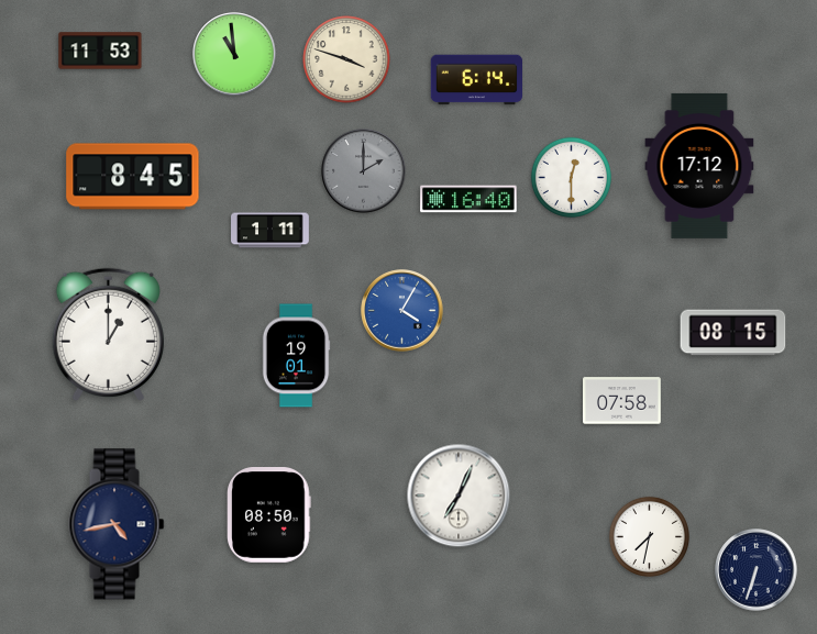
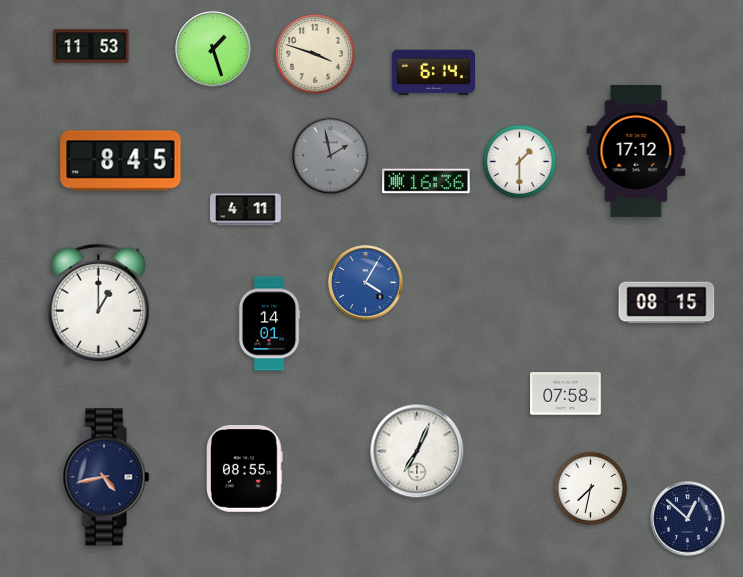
clock at (234, 54): 10:59 -> 1:27
clock at (364, 171): 2:00 -> 1:58
clock at (571, 177): 12:30 -> 1:30
clock at (468, 199): 16:40 -> 16:36
clock at (271, 231): 1:11 -> 4:11
clock at (296, 356): 19:01 -> 14:01
clock at (622, 401) position: (622, 401) -> (566, 394)
clock at (269, 515): 08:50 -> 08:55
clock at (757, 570): 6:33 -> 12:52
